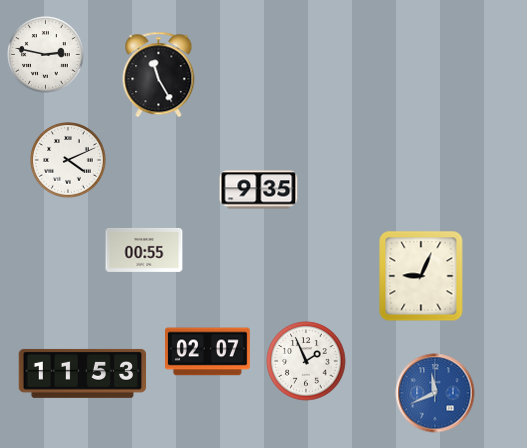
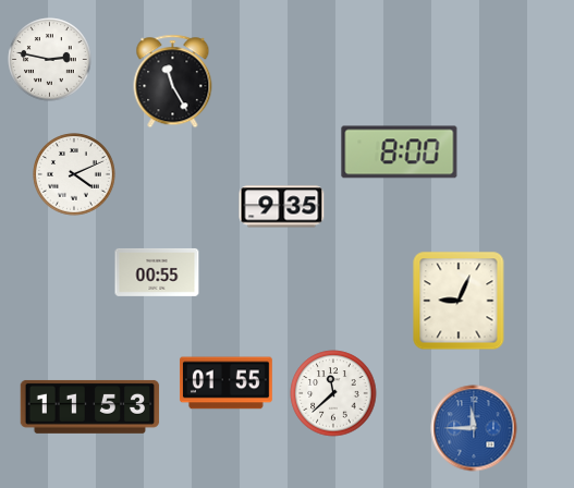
clock at (400, 152): none -> 8:00
clock at (207, 352): 02:07 -> 01:55
clock at (306, 361): 1:56 -> 11:38
clock at (435, 393): 11:41 -> 11:45
